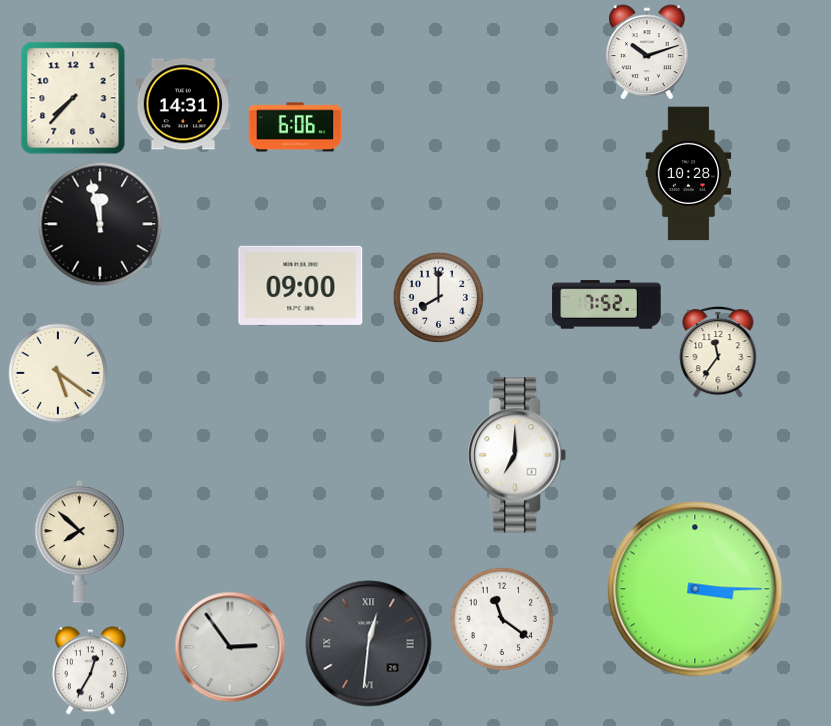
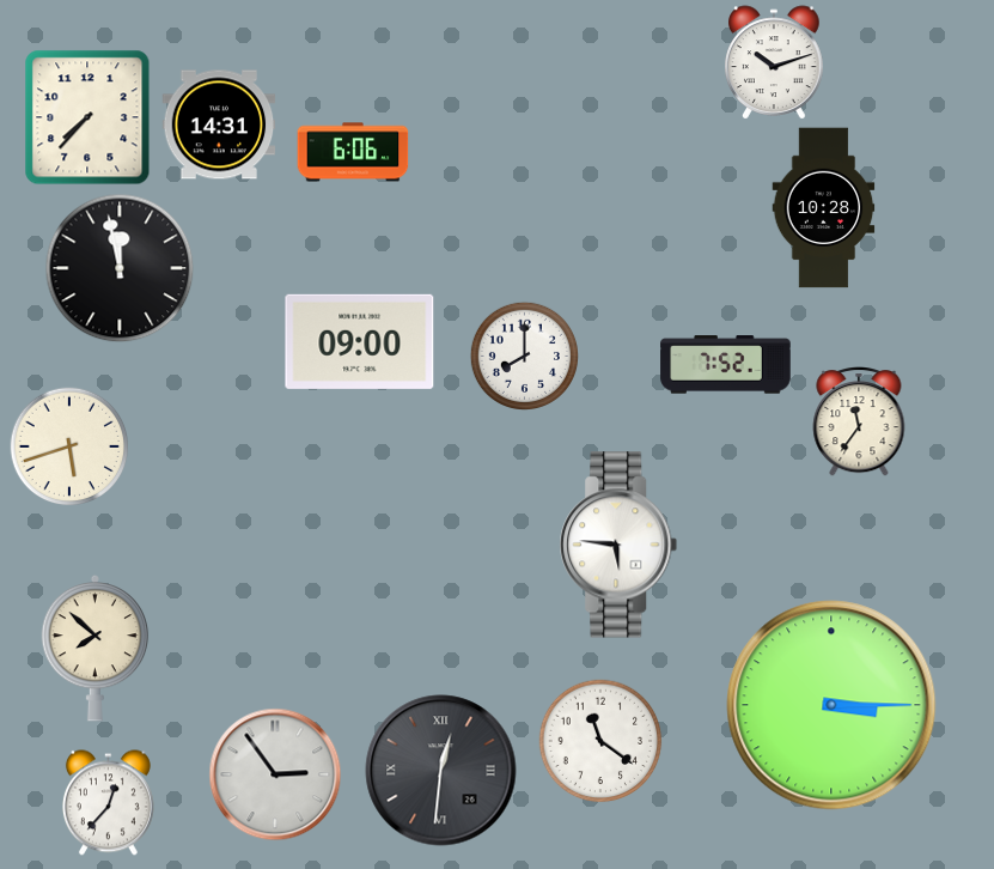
clock at (58, 373): 5:21 -> 5:42
clock at (517, 455): 7:00 -> 5:46
clock at (90, 671): 12:35 -> 12:37
